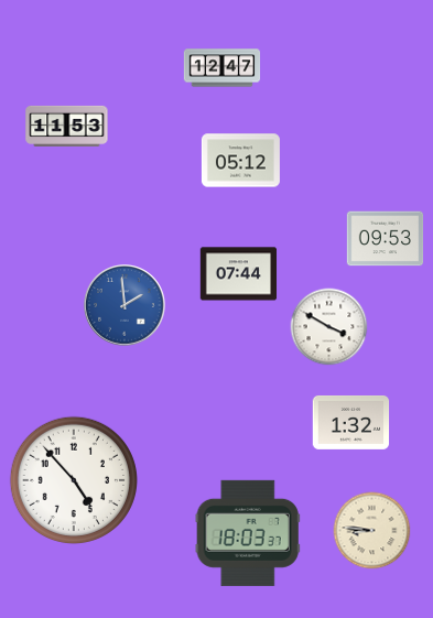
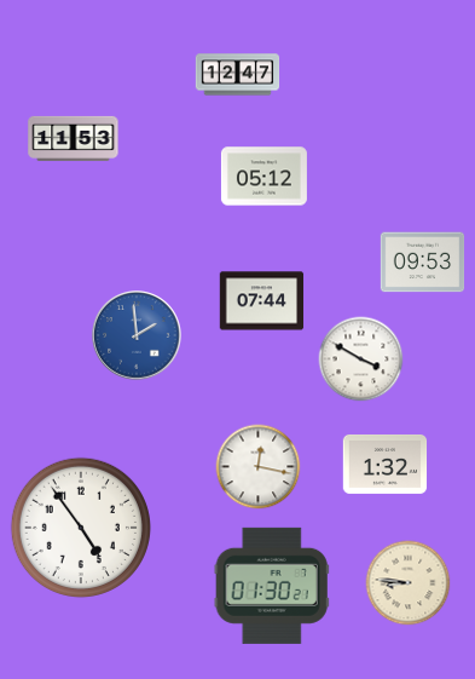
clock at (223, 68) position: (223, 68) -> (238, 75)
clock at (259, 467): none -> 12:17
clock at (73, 479): 4:53 -> 4:54
clock at (248, 533): 18:03 -> 01:30
